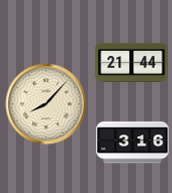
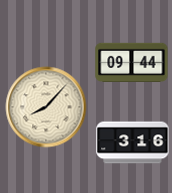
clock at (132, 62): 21:44 -> 09:44
clock at (46, 104) position: (46, 104) -> (46, 107)
